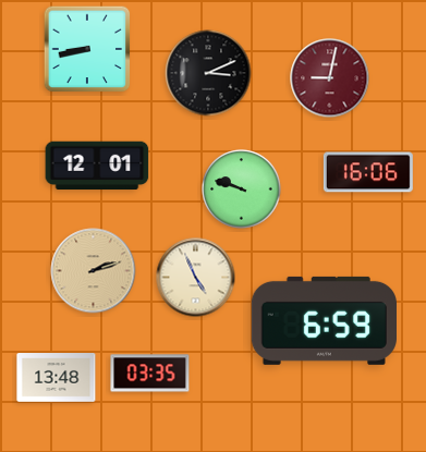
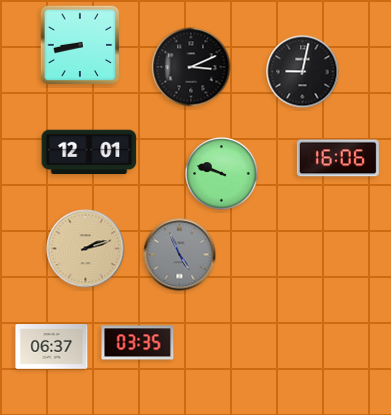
clock at (330, 78) dial: burgundy -> black
clock at (196, 278) dial: cream -> grey
clock at (324, 320): 6:59 -> none
clock at (57, 378): 13:48 -> 06:37
